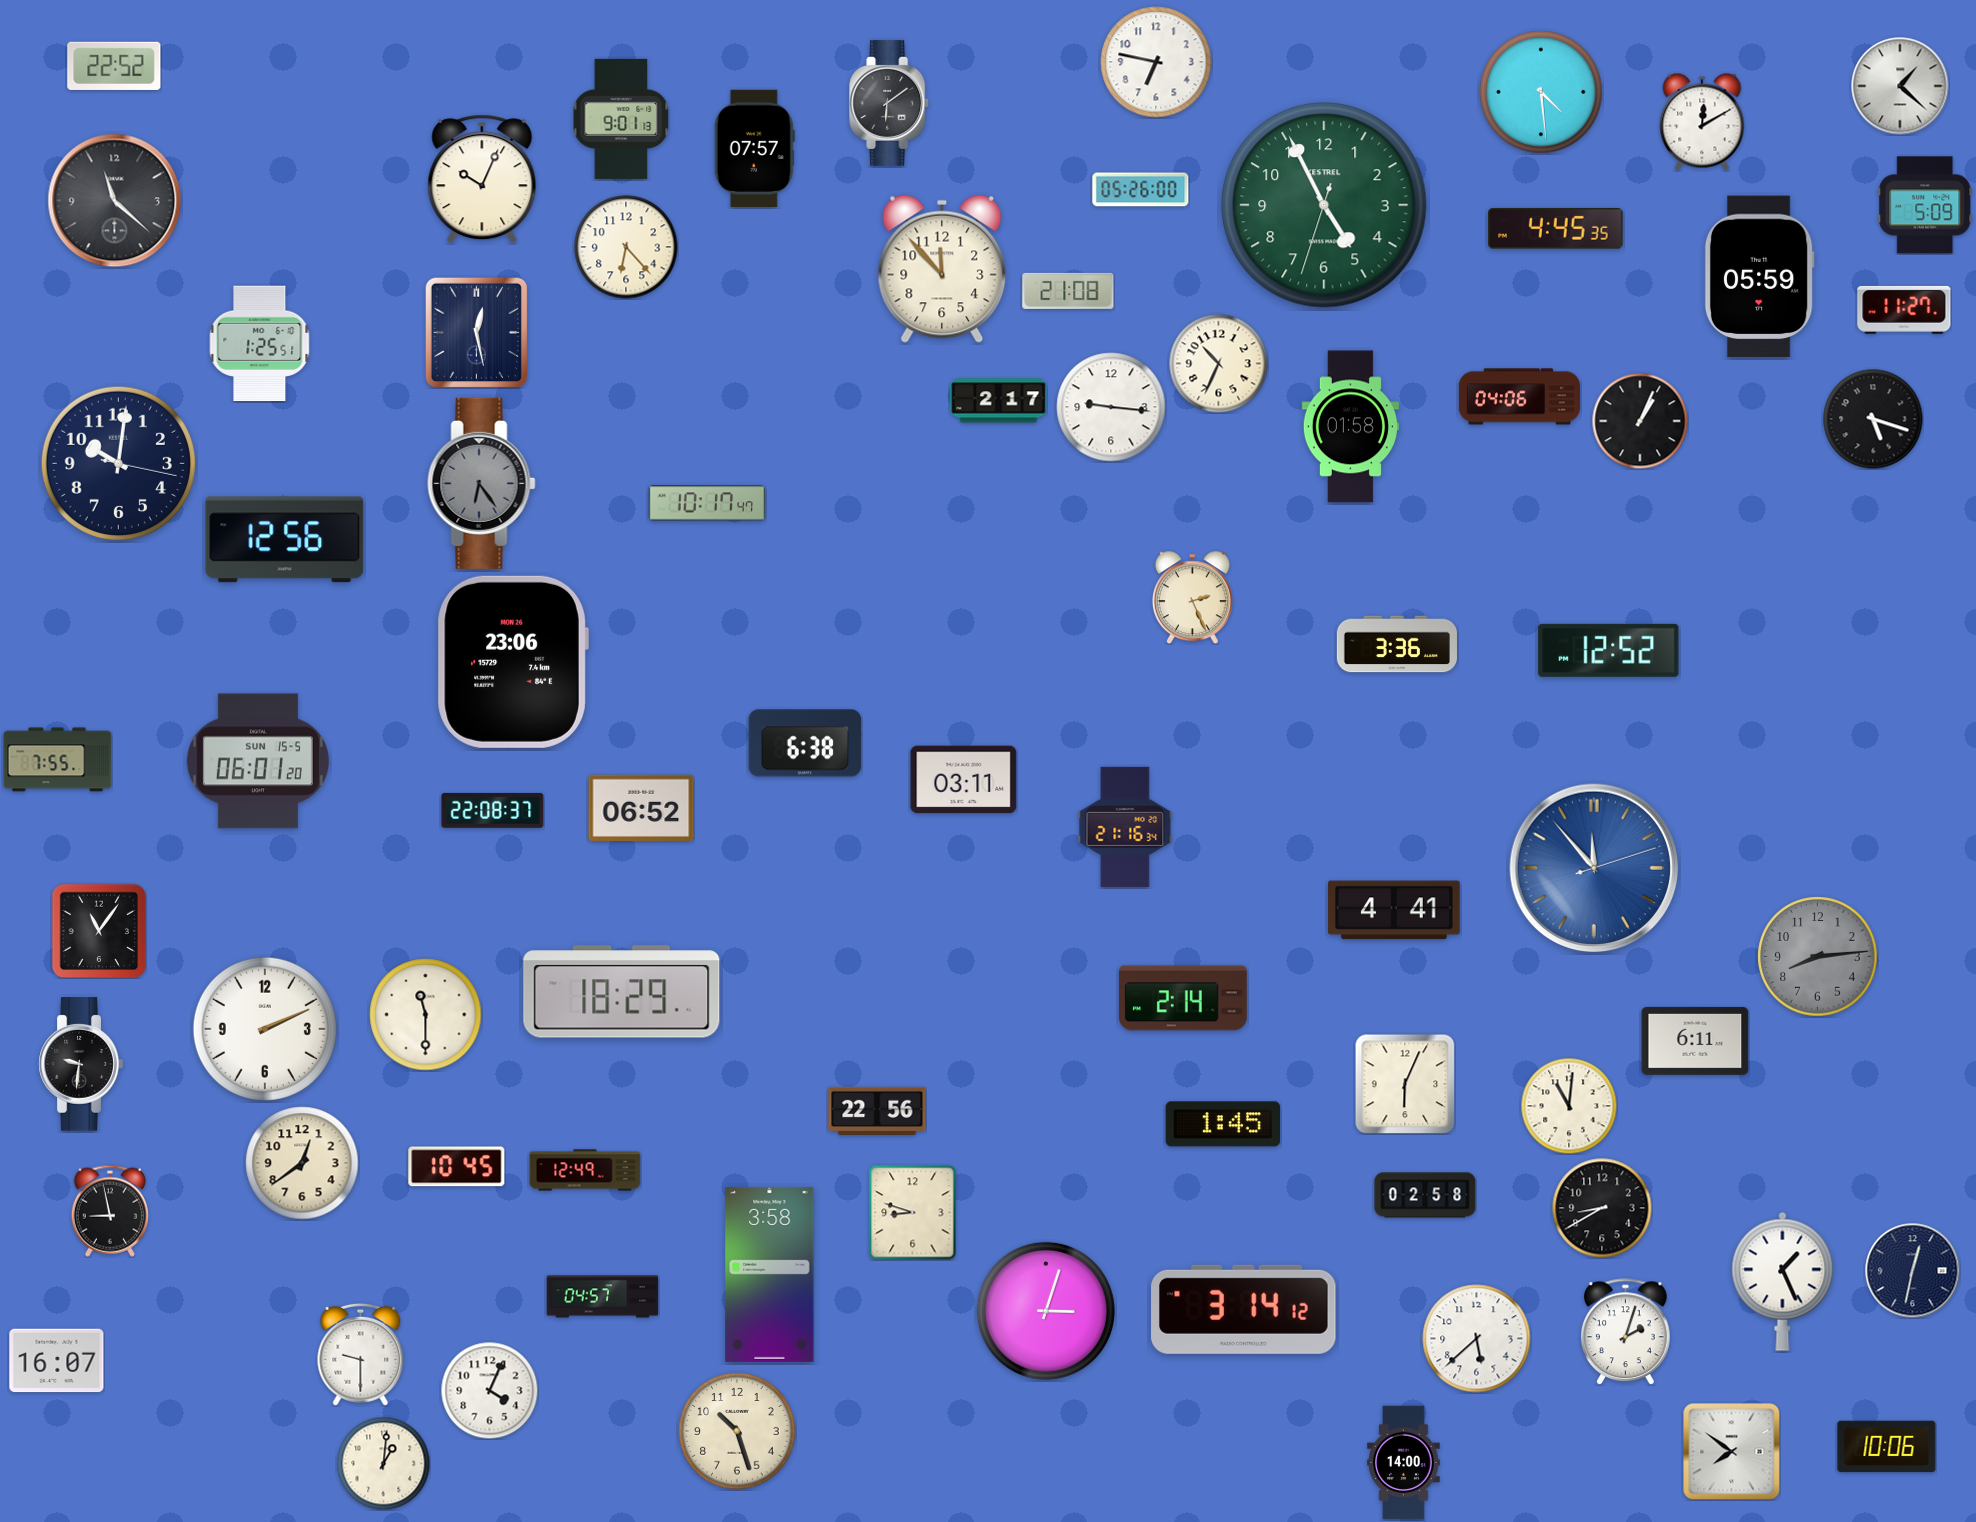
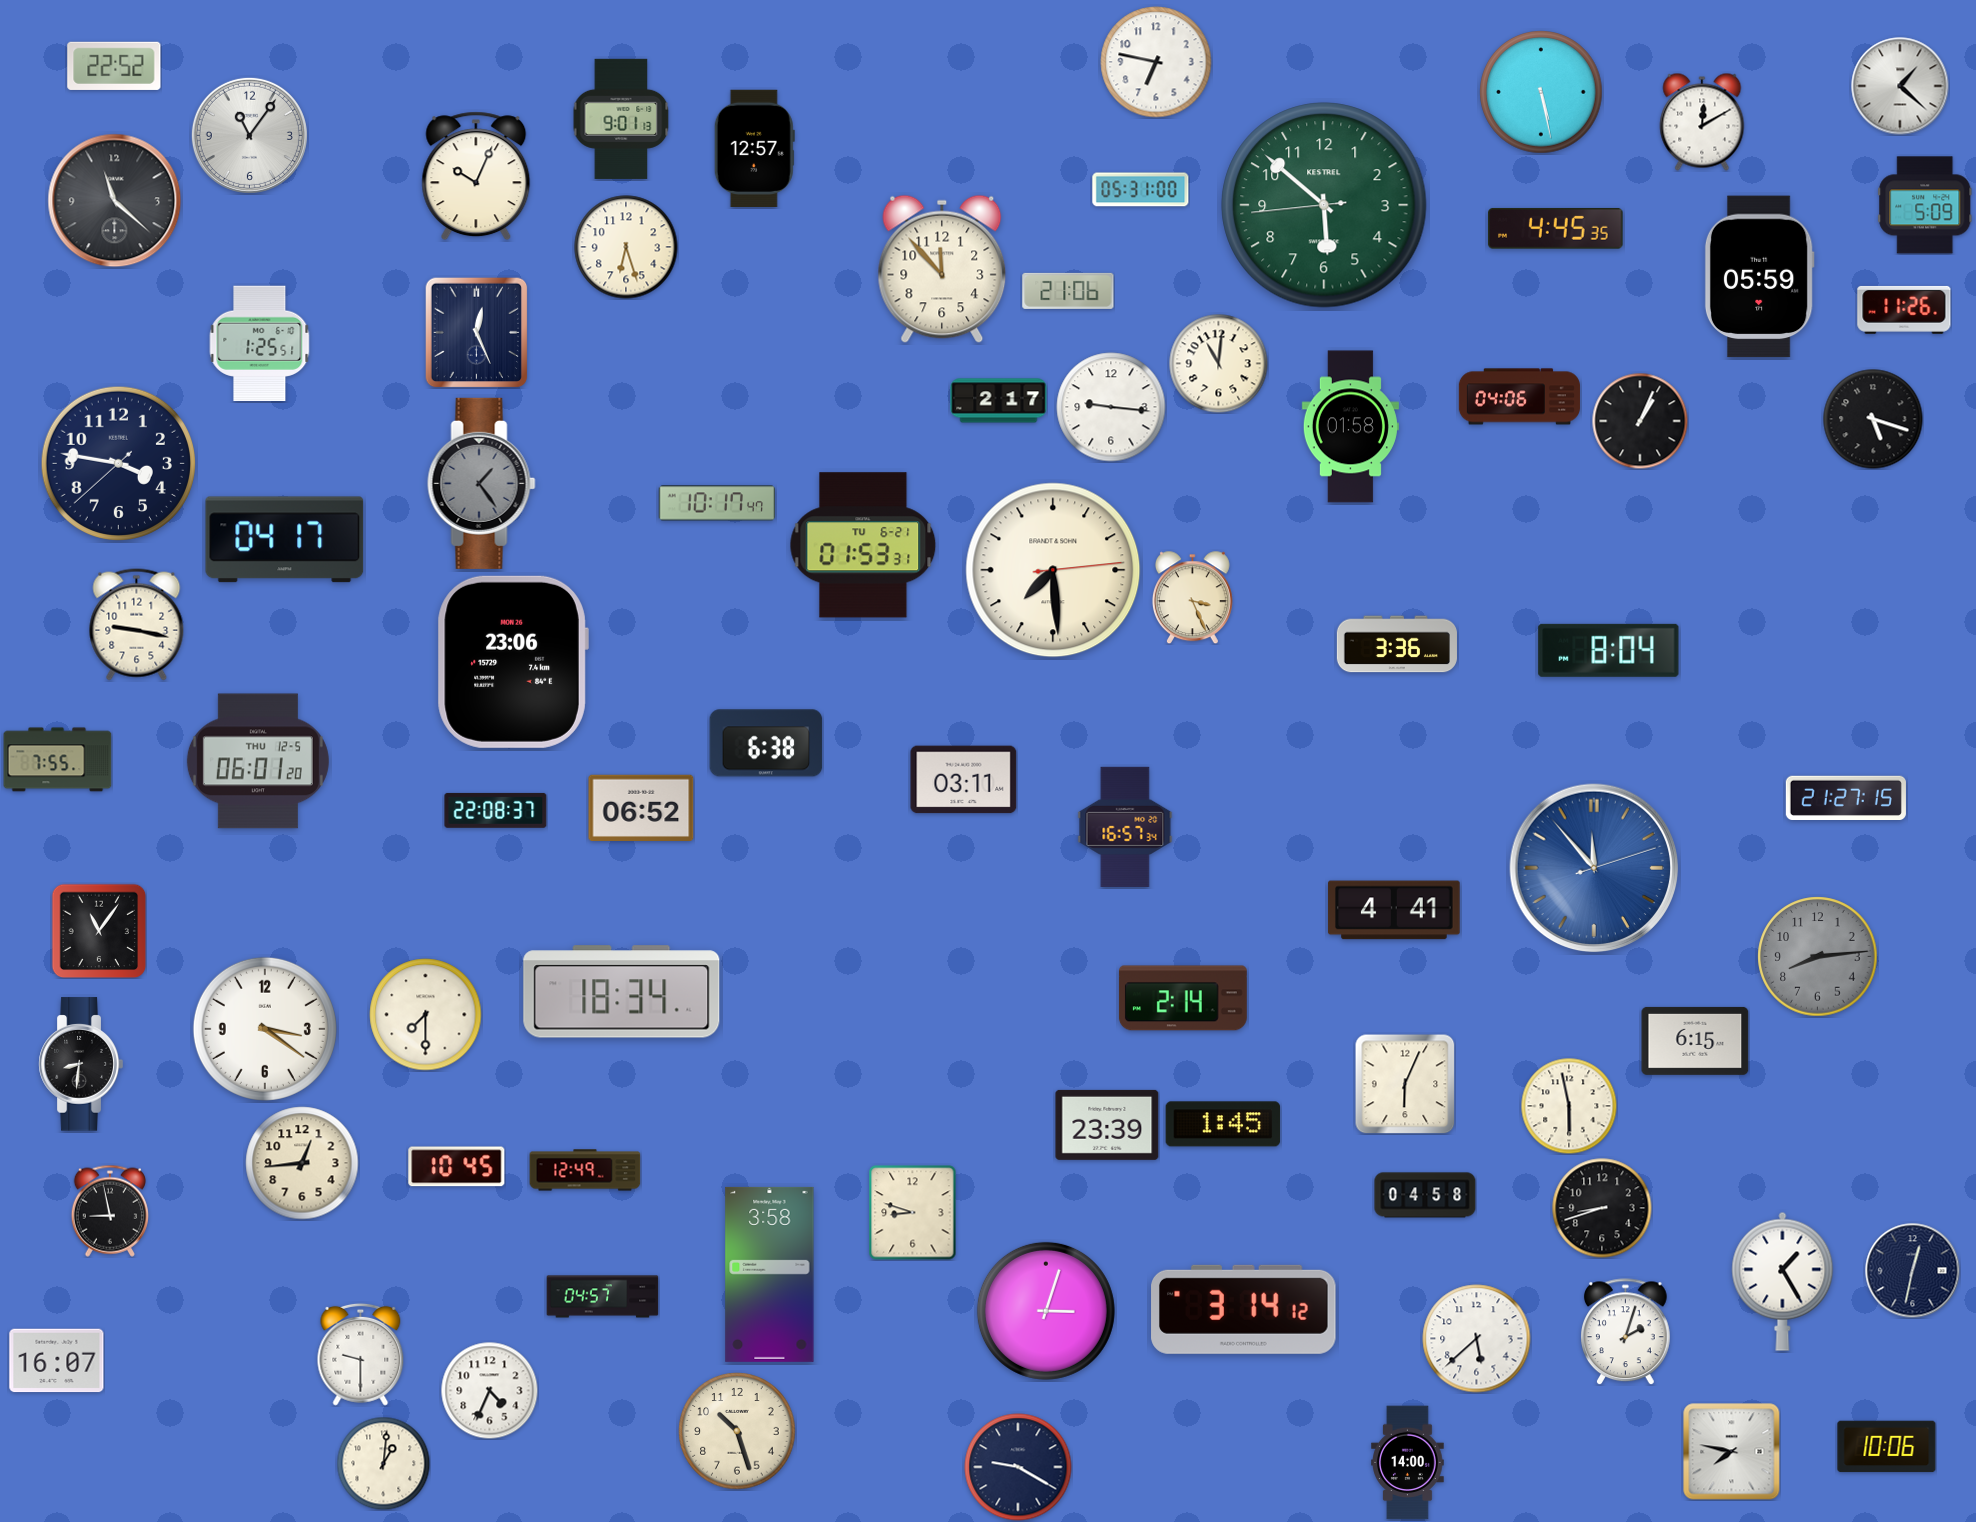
clock at (1541, 92): 4:29 -> 5:28
clock at (890, 103): 6:09 -> none
clock at (249, 135): none -> 11:06
clock at (754, 148): 07:57 -> 12:57
clock at (482, 179) position: (482, 179) -> (476, 176)
clock at (1141, 190): 05:26 -> 05:31
clock at (1324, 205): 4:55 -> 5:51
clock at (626, 247): 6:23 -> 6:27
clock at (1068, 291): 21:08 -> 21:06
clock at (1904, 310): 11:27 -> 11:26
clock at (477, 332): 12:28 -> 12:26
clock at (1219, 364): 10:34 -> 11:01
clock at (118, 463): 10:01 -> 3:46
clock at (482, 483): 6:24 -> 1:24
clock at (707, 503) position: (707, 503) -> (717, 503)
clock at (285, 540): 12:56 -> 04:17
clock at (863, 545): none -> 01:53
clock at (1053, 570): none -> 7:29
clock at (1192, 597): 2:26 -> 3:26
clock at (137, 625): none -> 9:17
clock at (1609, 650): 12:52 -> 8:04
clock at (805, 743) position: (805, 743) -> (766, 743)
clock at (258, 761) date: SUN 15-5 -> THU 12-5
clock at (1846, 797): none -> 21:27
clock at (493, 810) position: (493, 810) -> (496, 810)
clock at (1125, 827): 21:16 -> 16:57
clock at (622, 992): 18:29 -> 18:34
clock at (426, 1015): 11:30 -> 7:30
clock at (265, 1029): 2:11 -> 3:21
clock at (1695, 1041): 6:11 -> 6:15
clock at (81, 1064): 9:31 -> 8:31
clock at (1569, 1106): 11:01 -> 5:58
clock at (877, 1111): 22:56 -> none
clock at (1107, 1125): none -> 23:39
clock at (302, 1163): 12:39 -> 12:44
clock at (1425, 1195): 02:58 -> 04:58
clock at (1602, 1208): 8:40 -> 8:42
clock at (1783, 1281): 1:26 -> 1:25
clock at (489, 1390): 4:04 -> 4:34
clock at (1732, 1452): 7:51 -> 7:47
clock at (1404, 1463) position: (1404, 1463) -> (1408, 1463)
clock at (1018, 1467): none -> 9:20
